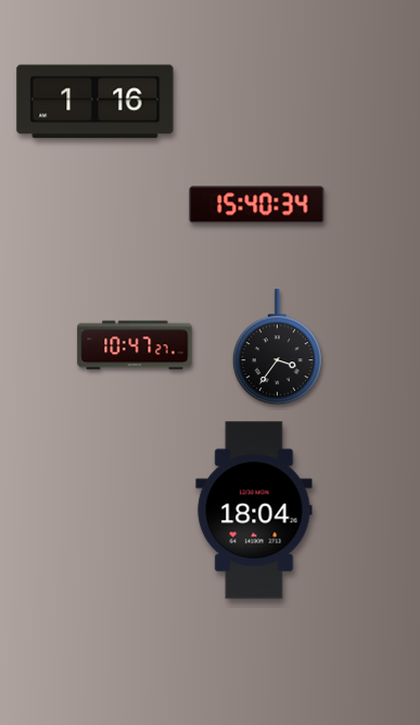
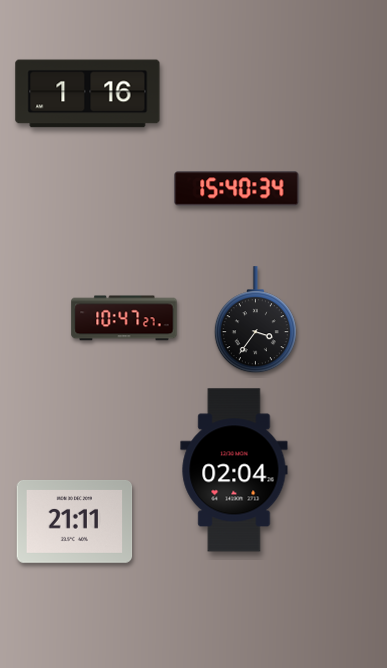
clock at (254, 510): 18:04 -> 02:04
clock at (75, 521): none -> 21:11
